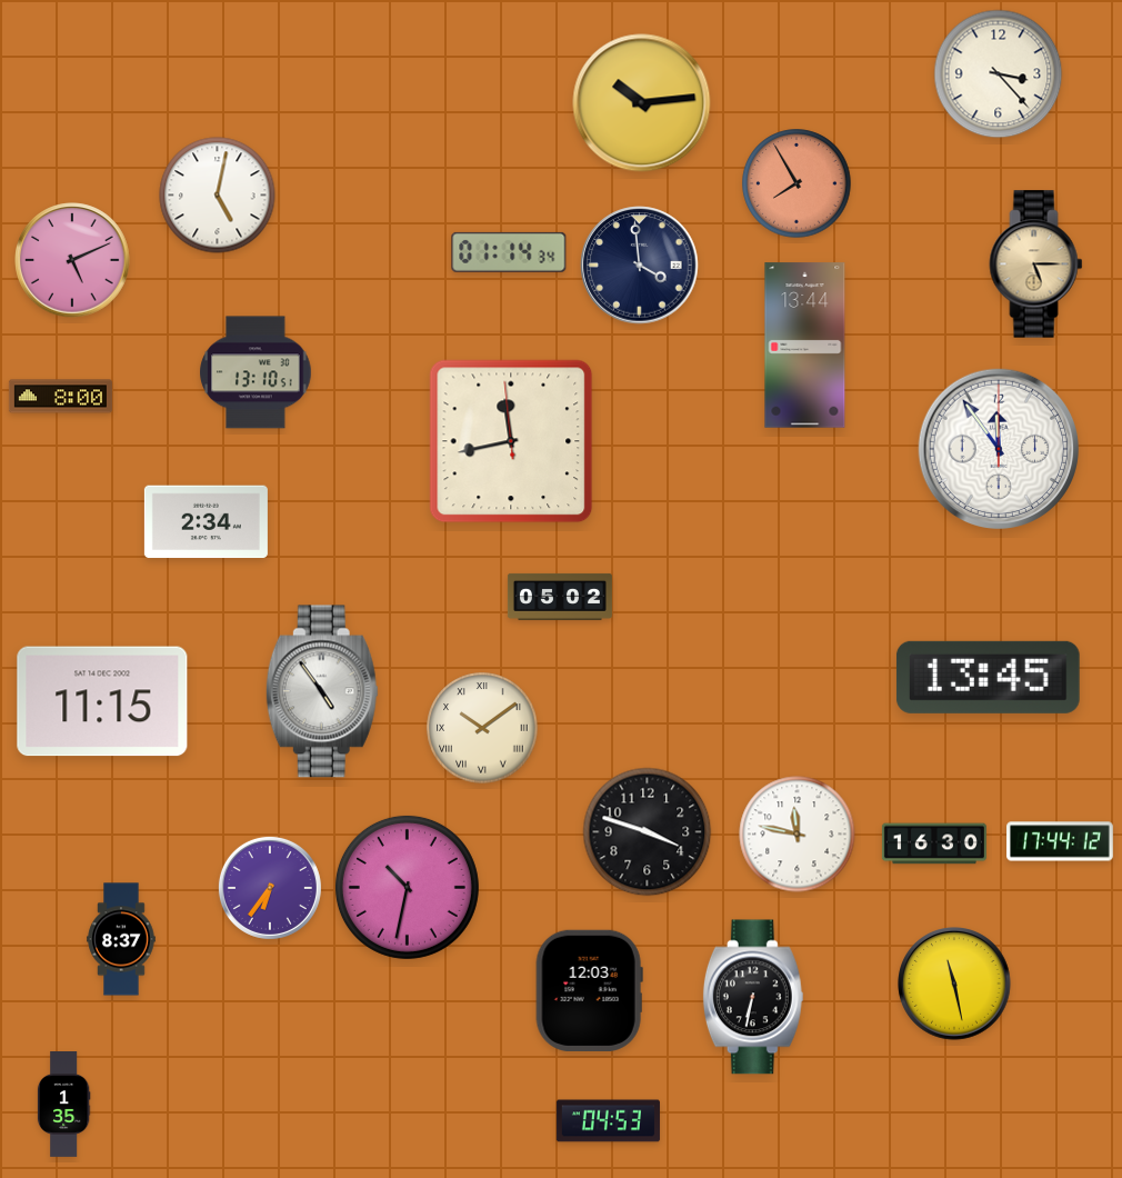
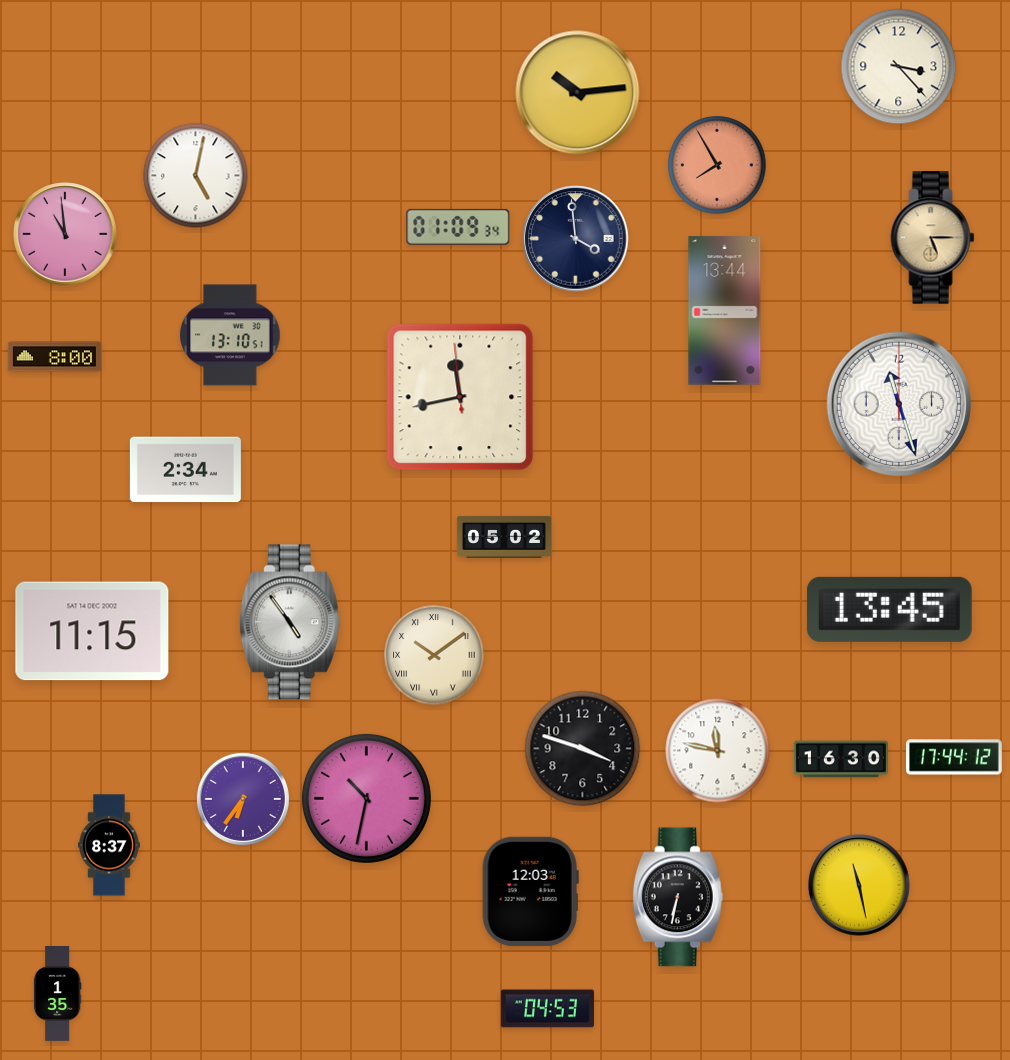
clock at (509, 252): 01:14 -> 01:09
clock at (72, 260): 5:11 -> 10:59
clock at (998, 448): 11:54 -> 11:27
